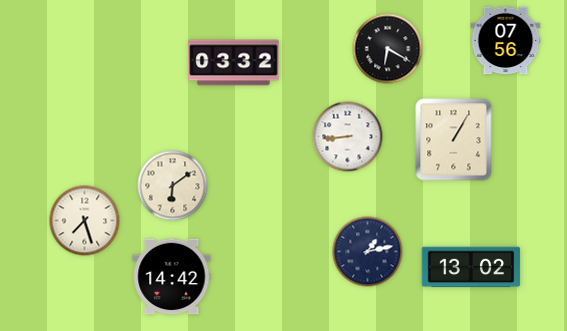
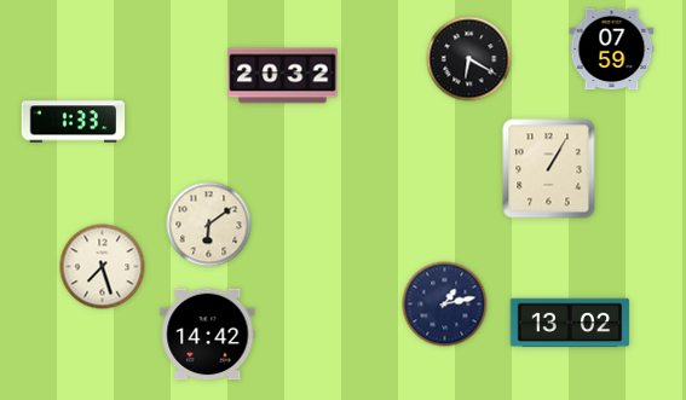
clock at (506, 41): 07:56 -> 07:59
clock at (234, 63): 03:32 -> 20:32
clock at (74, 122): none -> 1:33
clock at (348, 137): 8:44 -> none
